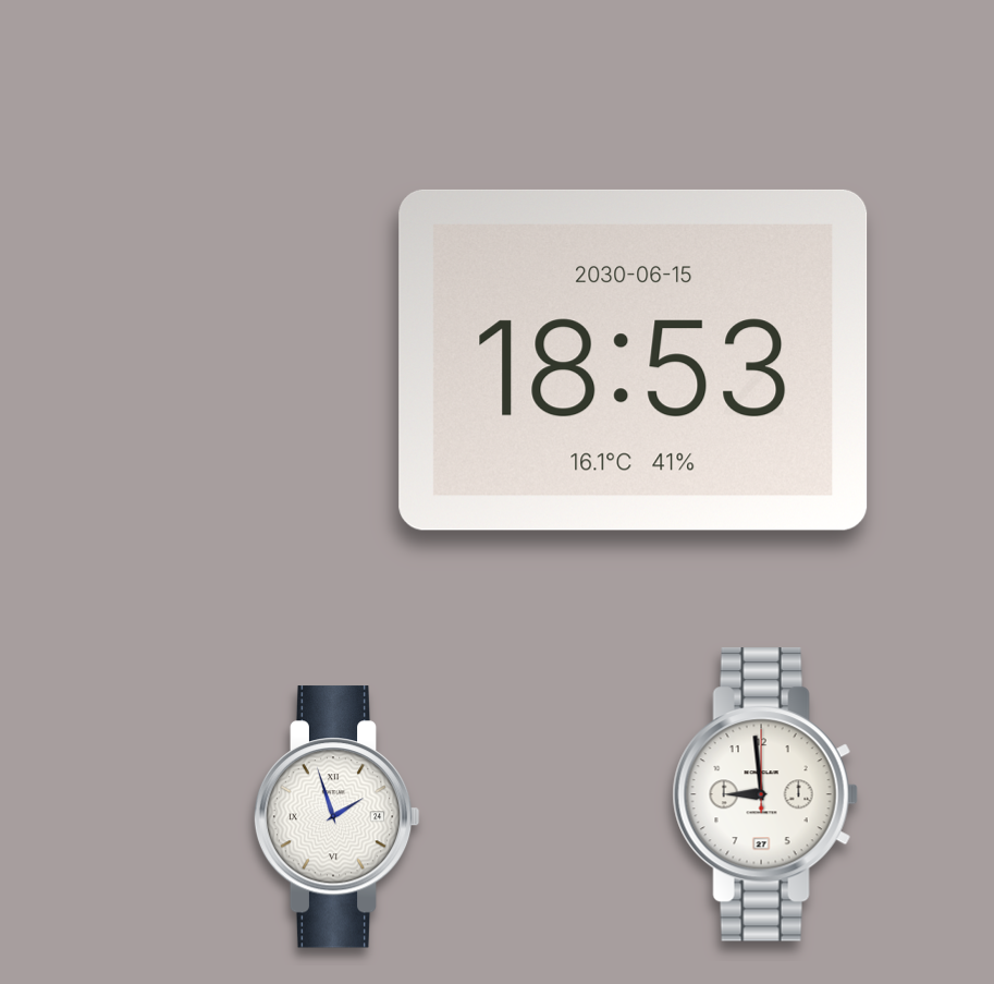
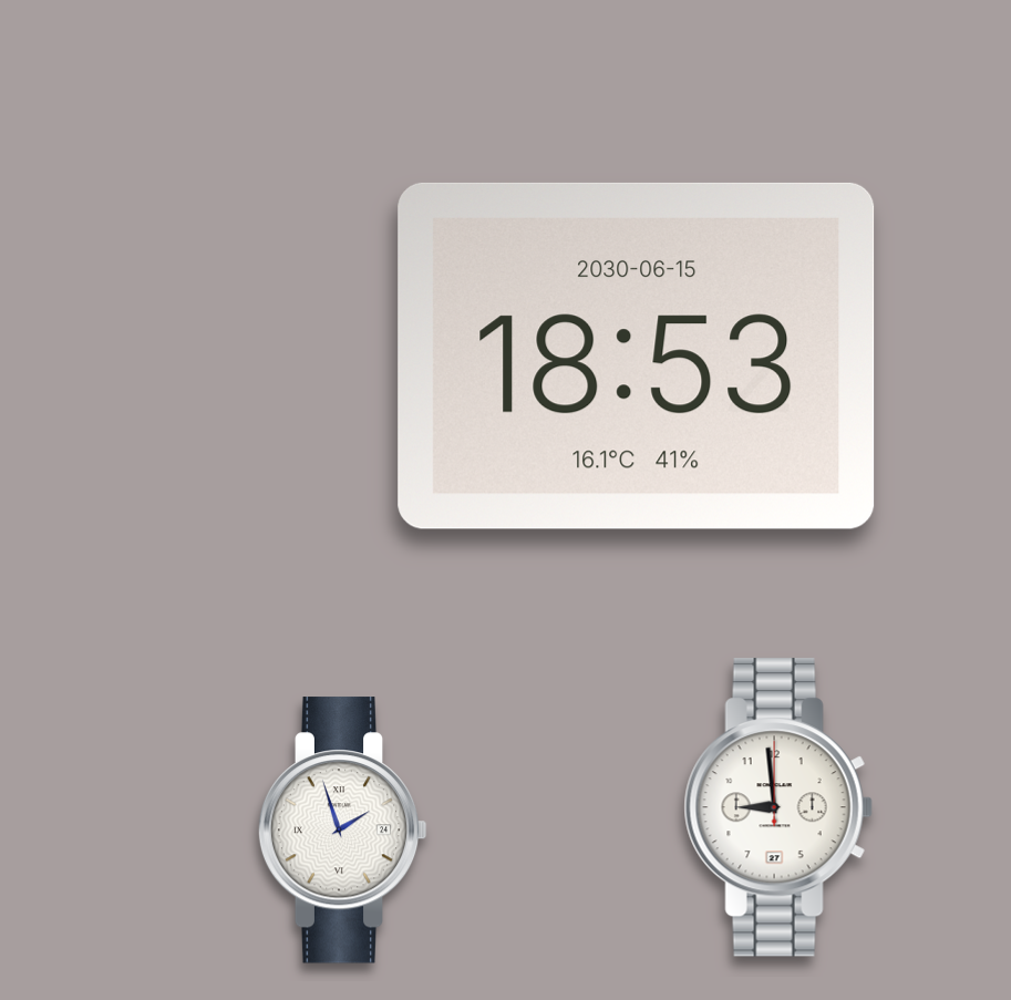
clock at (634, 360) position: (634, 360) -> (637, 355)
